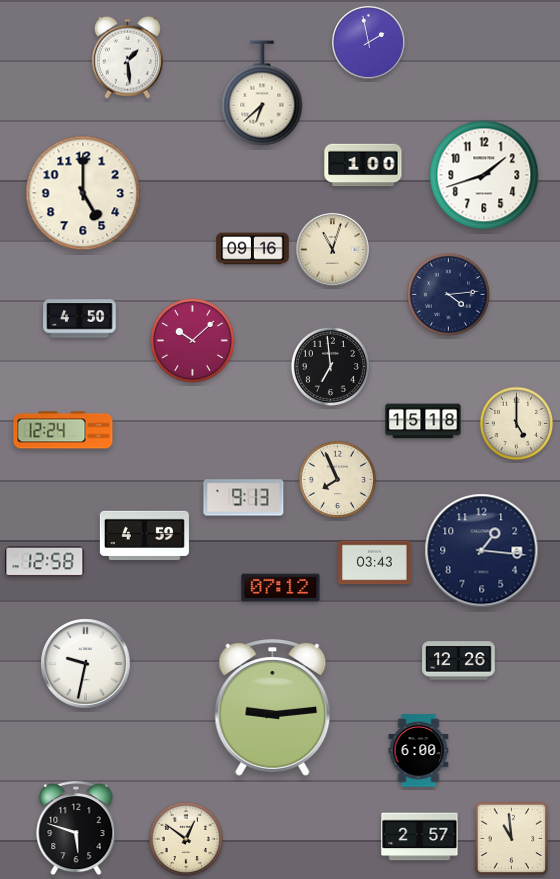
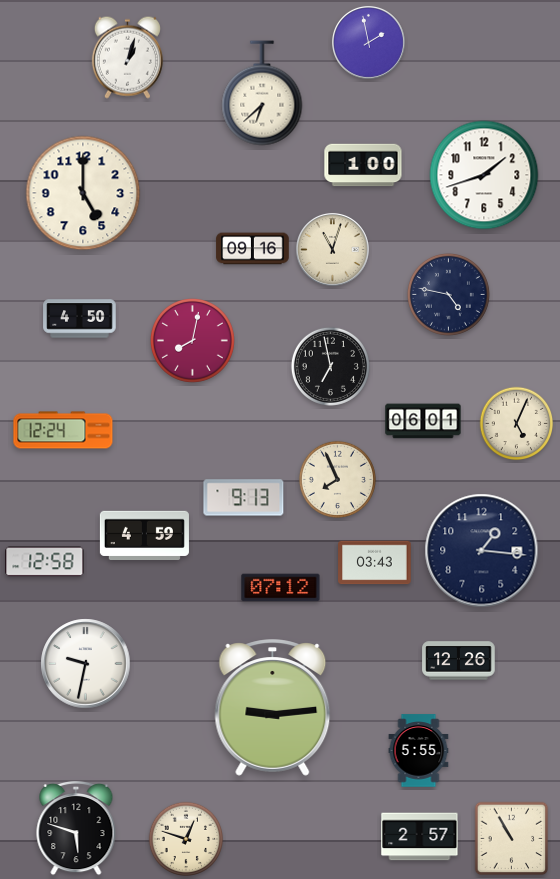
clock at (127, 57): 1:29 -> 1:03
clock at (448, 294): 4:14 -> 4:47
clock at (193, 341): 10:08 -> 8:02
clock at (330, 366): 6:59 -> 6:58
clock at (423, 421): 15:18 -> 06:01
clock at (517, 424): 5:00 -> 5:04
clock at (419, 751): 6:00 -> 5:55
clock at (186, 839): 12:51 -> 12:48
clock at (512, 839): 10:59 -> 10:55
